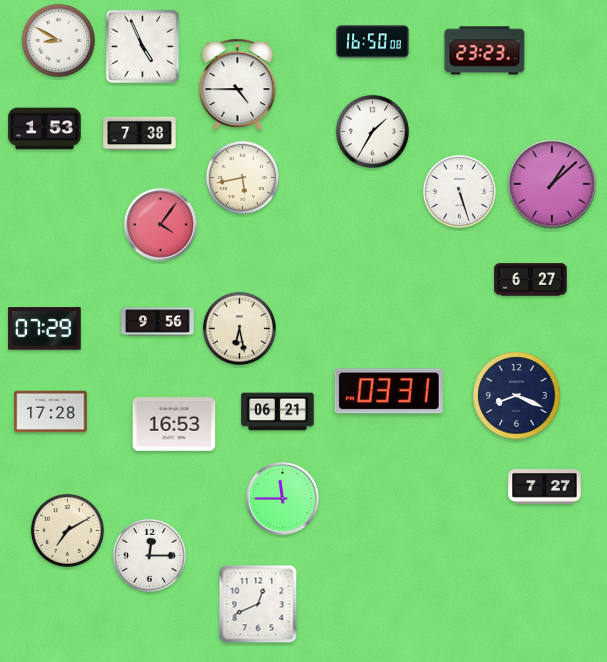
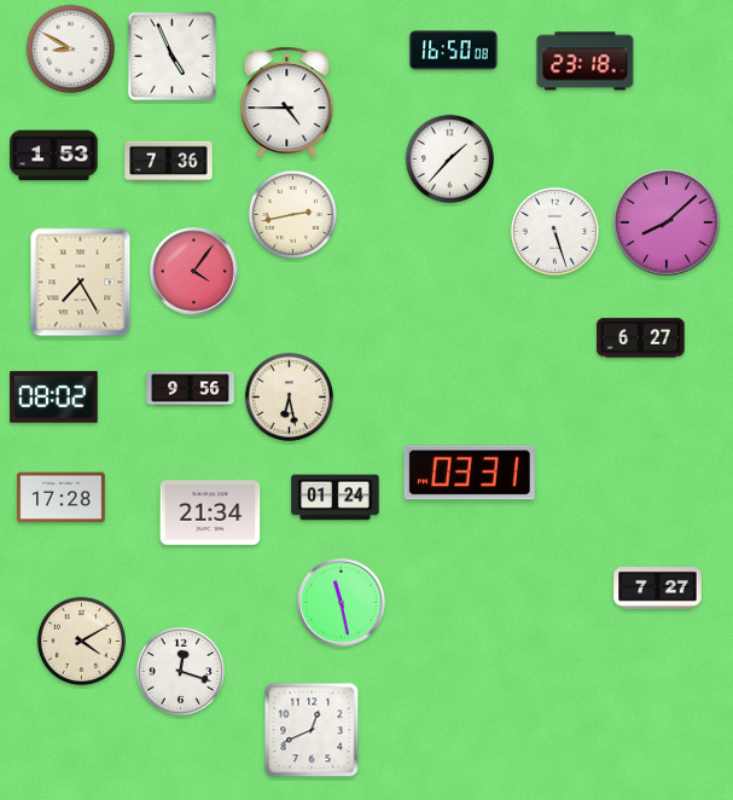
clock at (373, 42) position: (373, 42) -> (454, 51)
clock at (485, 51): 23:23 -> 23:18
clock at (372, 131): 1:35 -> 1:37
clock at (140, 134): 7:38 -> 7:36
clock at (242, 177): 5:43 -> 2:43
clock at (552, 184): 1:08 -> 8:08
clock at (81, 283): none -> 7:25
clock at (45, 329): 07:29 -> 08:02
clock at (517, 396): 8:19 -> none
clock at (278, 412): 06:21 -> 01:24
clock at (174, 424): 16:53 -> 21:34
clock at (283, 499): 11:45 -> 11:28
clock at (67, 530): 7:10 -> 4:10
clock at (149, 555): 12:15 -> 12:18
